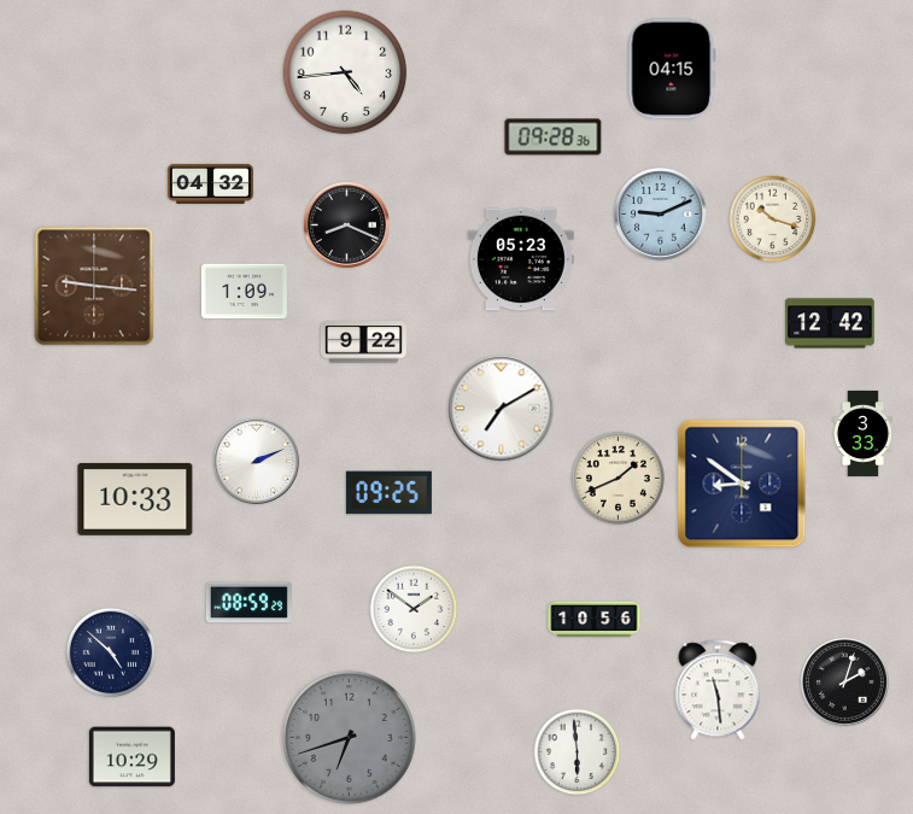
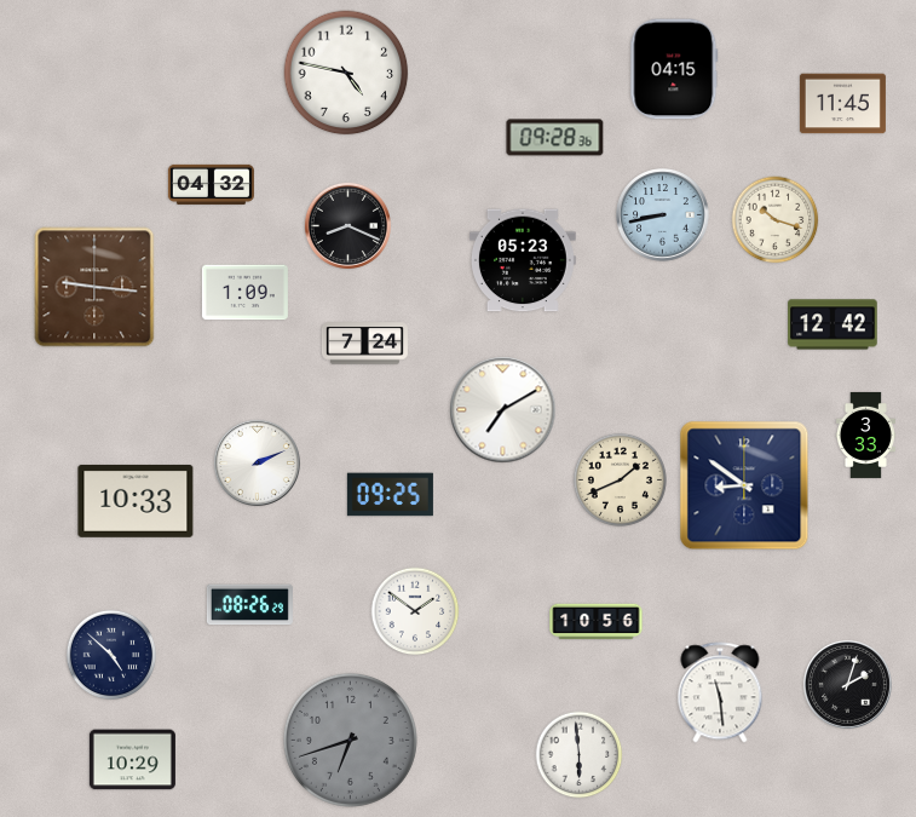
clock at (345, 72): 4:44 -> 4:47
clock at (842, 104): none -> 11:45
clock at (661, 215): 9:11 -> 8:43
clock at (363, 342): 9:22 -> 7:24
clock at (248, 603): 08:59 -> 08:26
